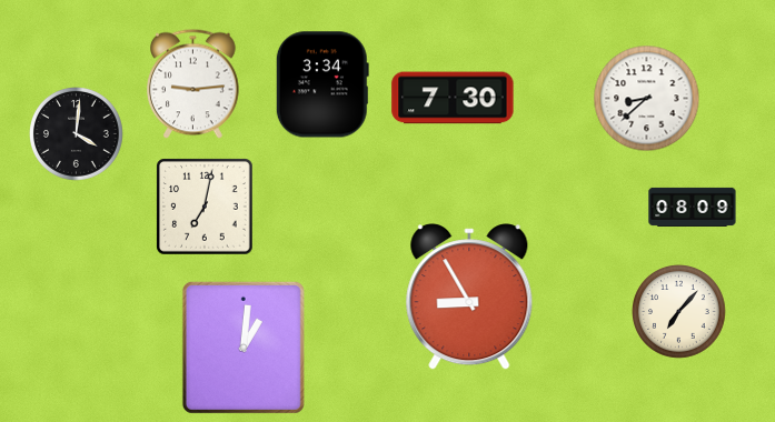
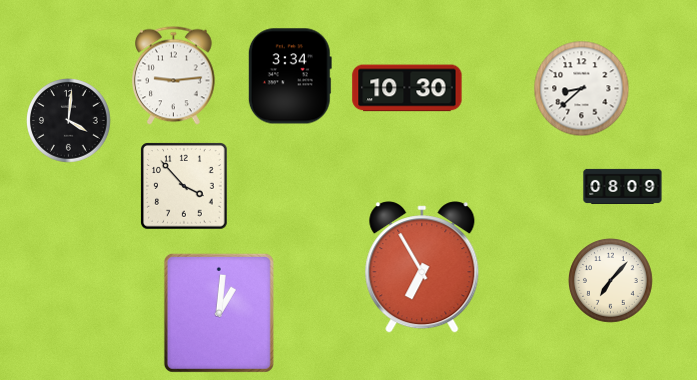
clock at (453, 98): 7:30 -> 10:30
clock at (205, 207): 7:02 -> 3:53
clock at (469, 297): 8:55 -> 6:55
